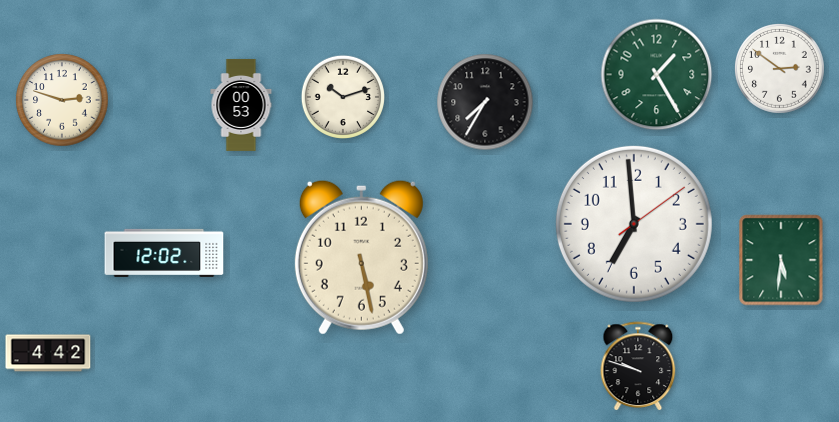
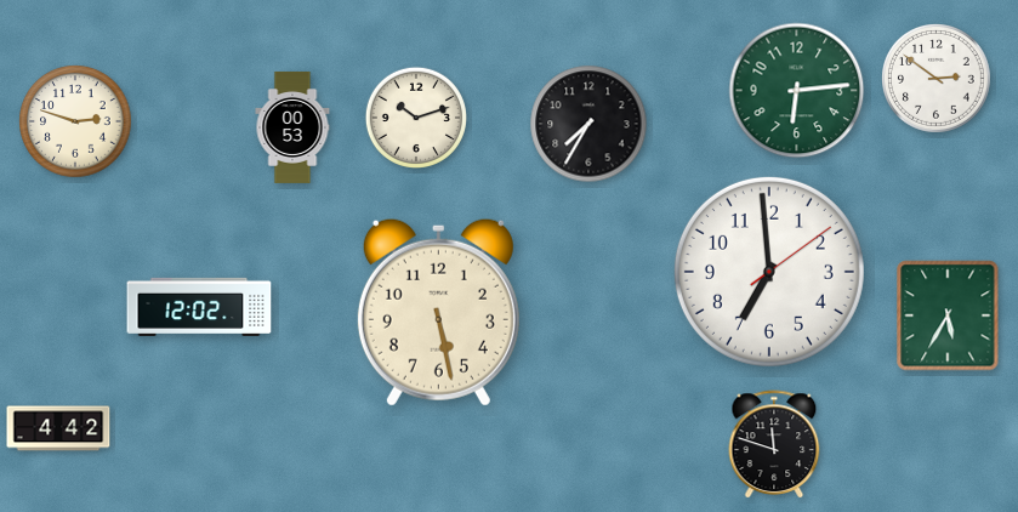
clock at (780, 69) position: (780, 69) -> (937, 79)
clock at (657, 75): 1:25 -> 6:14
clock at (781, 260): 5:31 -> 5:35
clock at (638, 366): 9:48 -> 11:48
